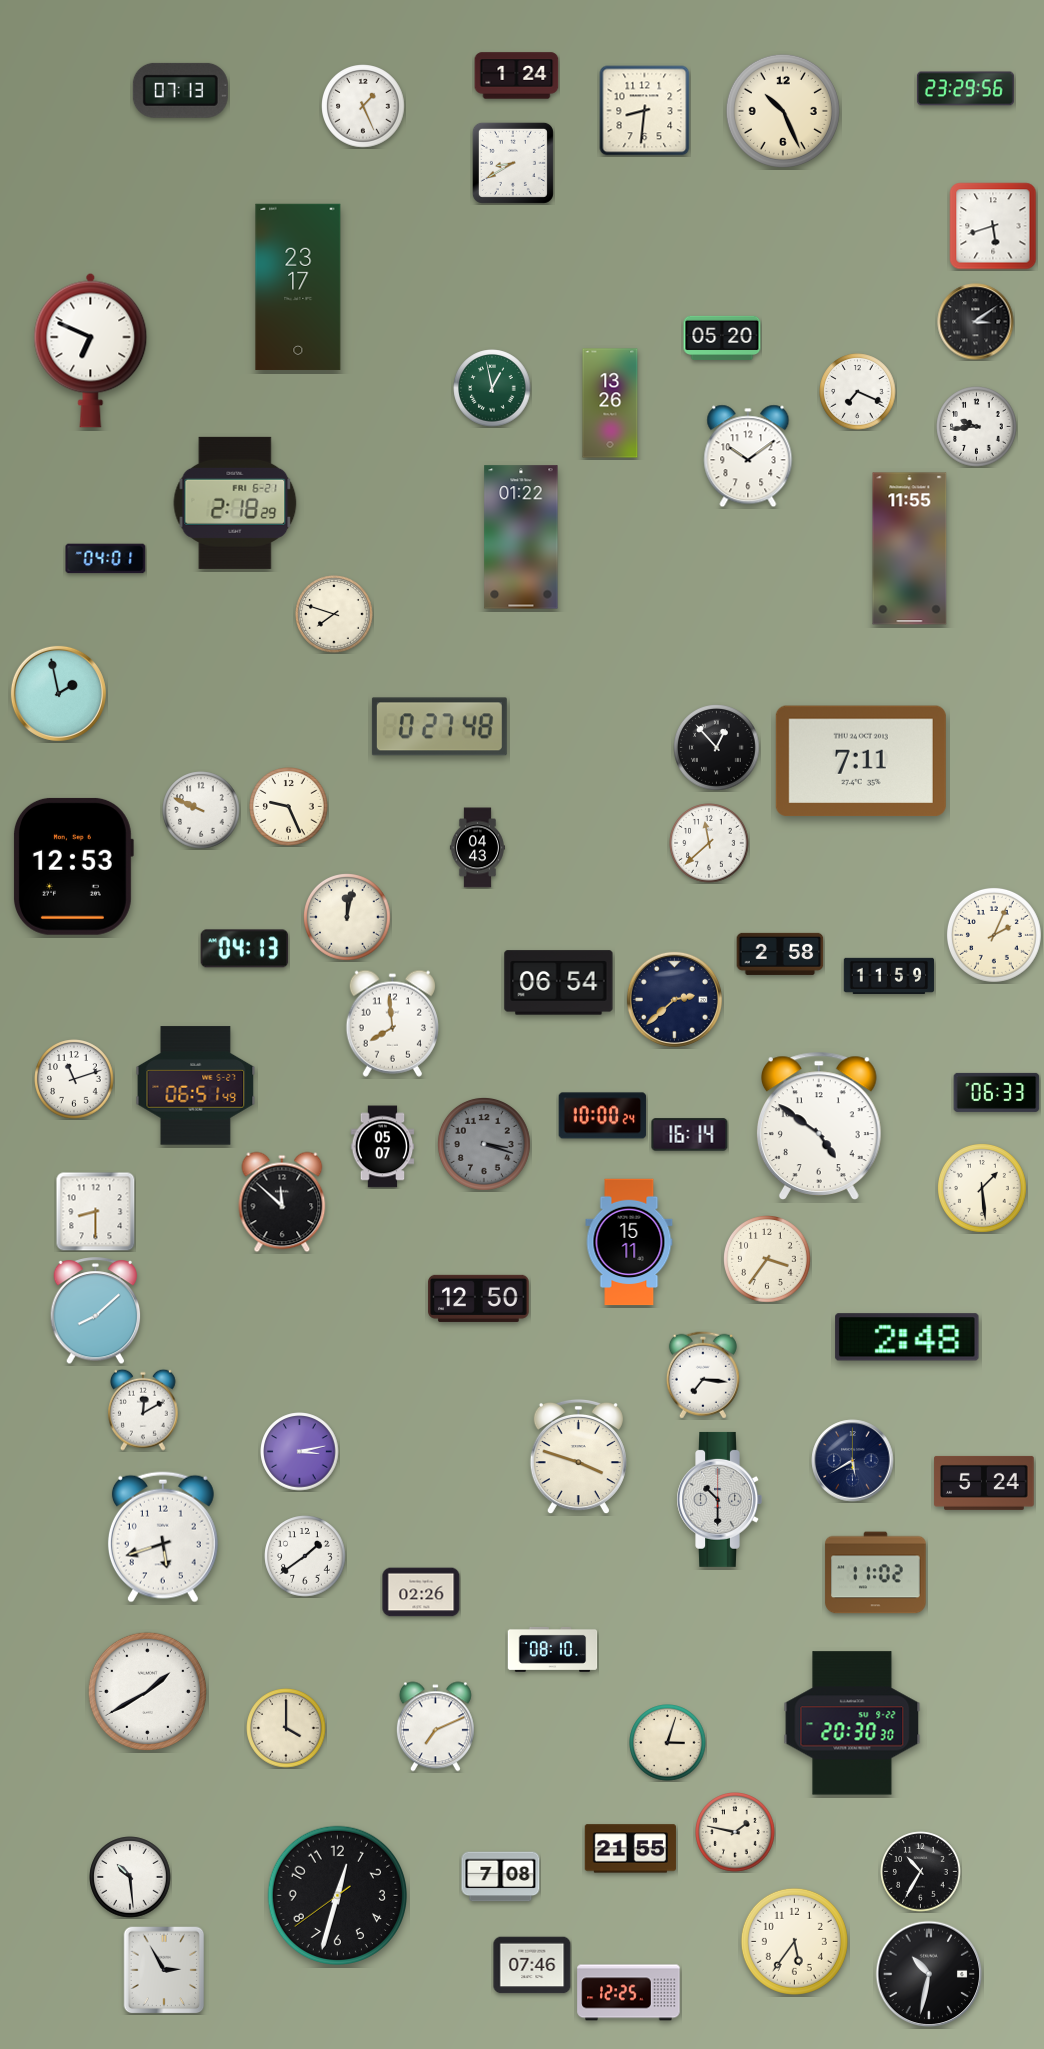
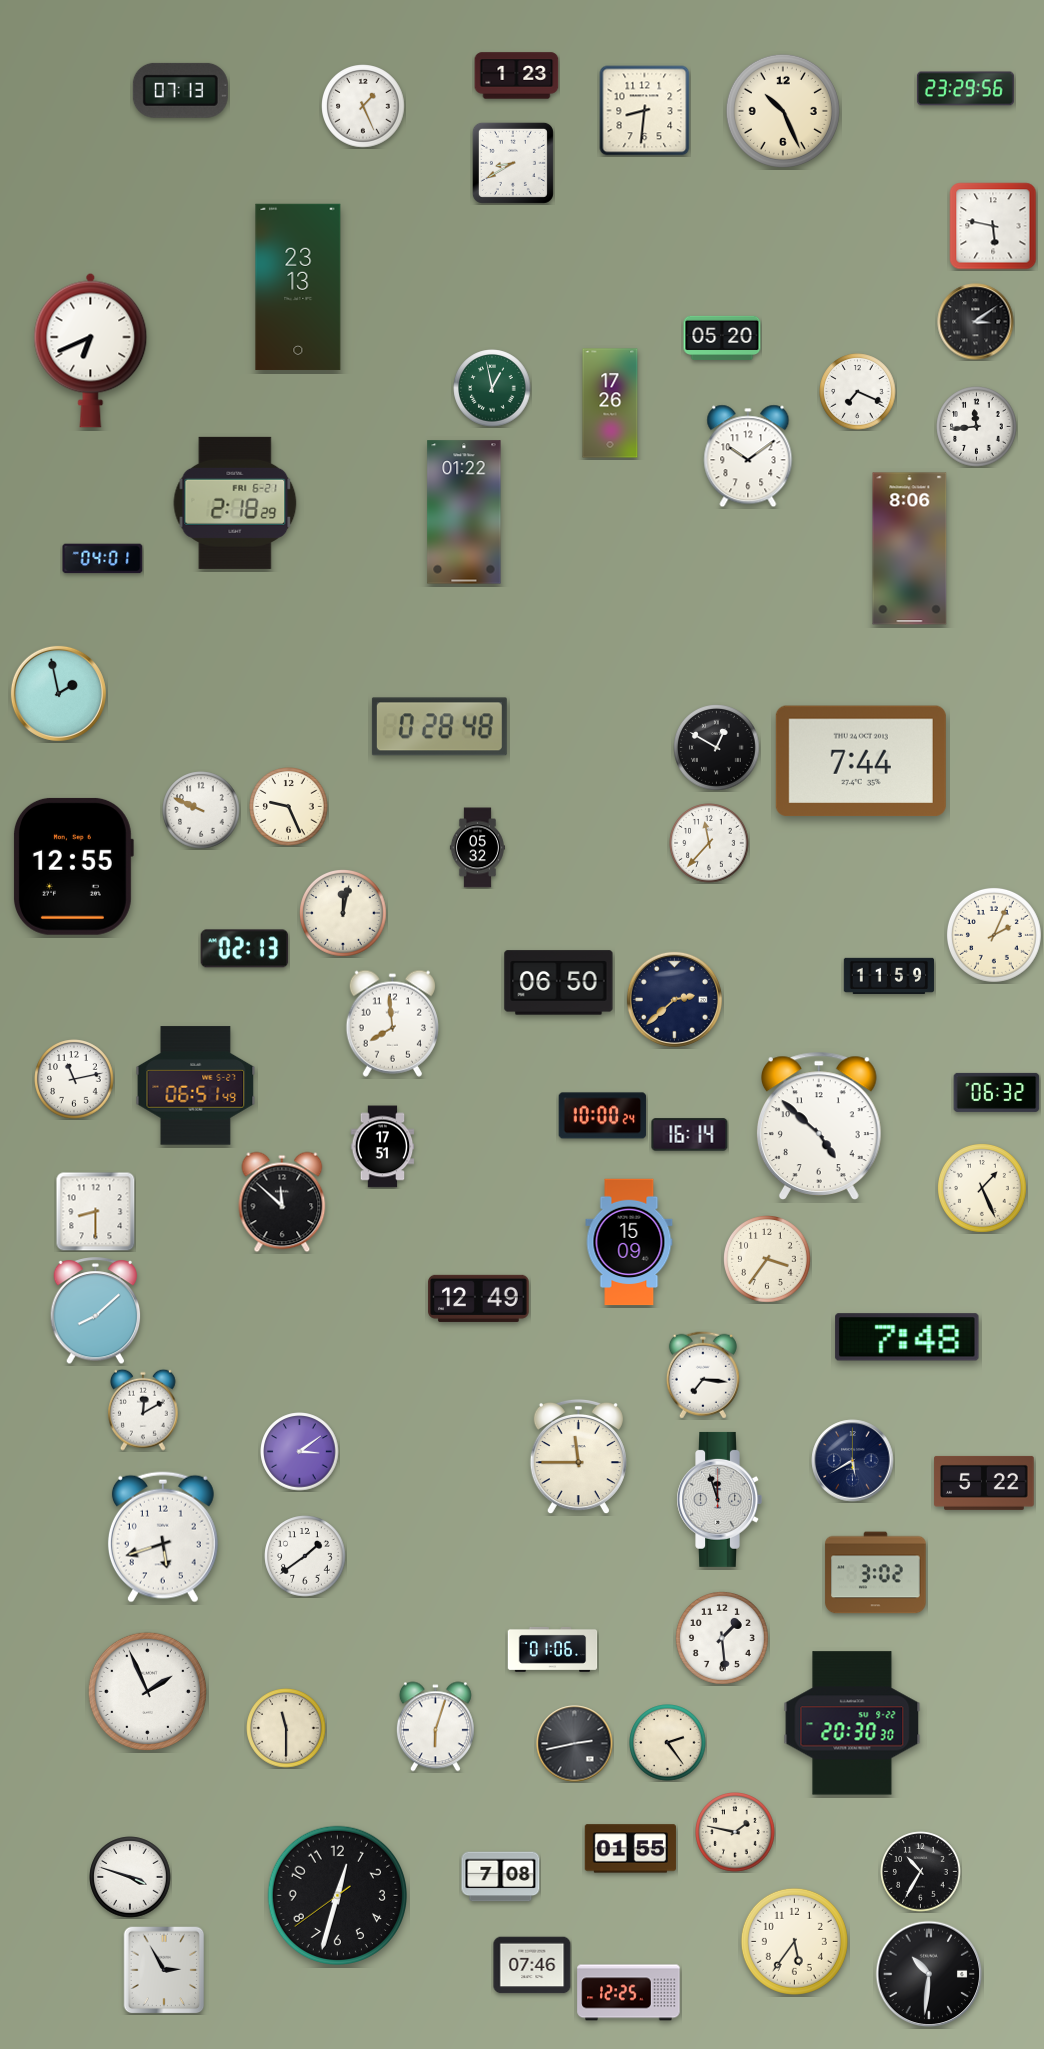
clock at (517, 76): 1:24 -> 1:23
clock at (993, 226): 5:42 -> 5:47
clock at (298, 287): 23:17 -> 23:13
clock at (91, 350): 6:49 -> 6:41
clock at (610, 403): 13:26 -> 17:26
clock at (977, 427): 9:44 -> 11:44
clock at (521, 537) position: (521, 537) -> (464, 512)
clock at (910, 549): 11:55 -> 8:06
clock at (106, 559) position: (106, 559) -> (103, 559)
clock at (334, 614): 7:48 -> none
clock at (439, 727): 0:27 -> 0:28
clock at (717, 748): 12:53 -> 12:50
clock at (861, 761): 7:11 -> 7:44
clock at (709, 843): 11:38 -> 11:37
clock at (477, 848): 04:43 -> 05:32
clock at (73, 866): 12:53 -> 12:55
clock at (348, 918) position: (348, 918) -> (344, 914)
clock at (245, 949): 04:13 -> 02:13
clock at (780, 954): 2:58 -> none
clock at (559, 983): 06:54 -> 06:50
clock at (74, 1079): 11:12 -> 11:13
clock at (997, 1092): 06:33 -> 06:32
clock at (819, 1126): 4:51 -> 4:52
clock at (484, 1144): 3:18 -> none
clock at (383, 1147): 05:07 -> 17:51
clock at (983, 1189): 1:29 -> 1:26
clock at (629, 1242): 15:11 -> 15:09
clock at (479, 1298): 12:50 -> 12:49
clock at (907, 1337): 2:48 -> 7:48
clock at (300, 1452): 3:13 -> 3:09
clock at (578, 1457): 3:48 -> 11:45
clock at (984, 1483): 5:24 -> 5:22
clock at (719, 1499): 10:30 -> 11:57
clock at (876, 1573): 11:02 -> 3:02
clock at (421, 1592): 02:26 -> none
clock at (722, 1638): none -> 1:29
clock at (553, 1649): 08:10 -> 01:06
clock at (147, 1691): 1:40 -> 1:56
clock at (435, 1727): 7:11 -> 6:03
clock at (286, 1728): 4:00 -> 11:30
clock at (668, 1743): 3:03 -> 2:24
clock at (575, 1744): none -> 2:43
clock at (630, 1849): 21:55 -> 01:55
clock at (130, 1877): 10:29 -> 3:48
clock at (929, 1974): 10:32 -> 10:31
